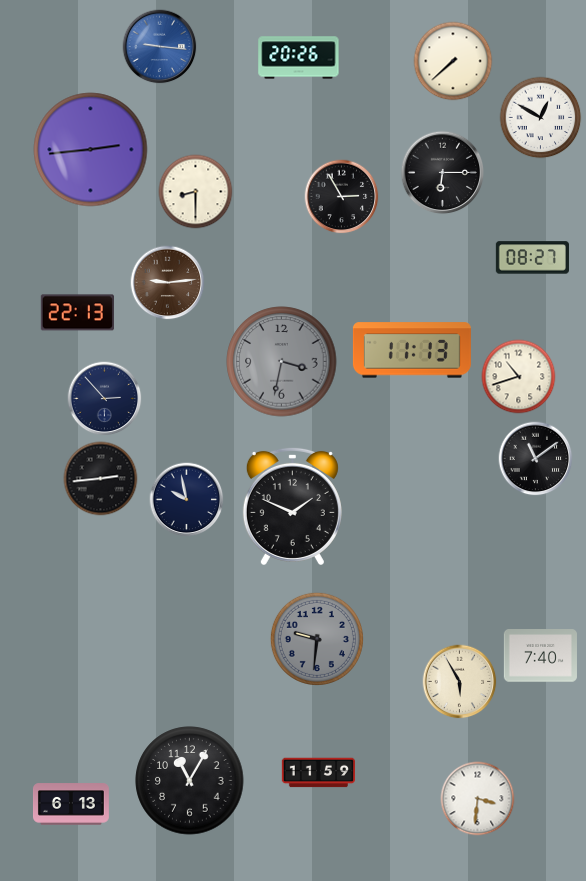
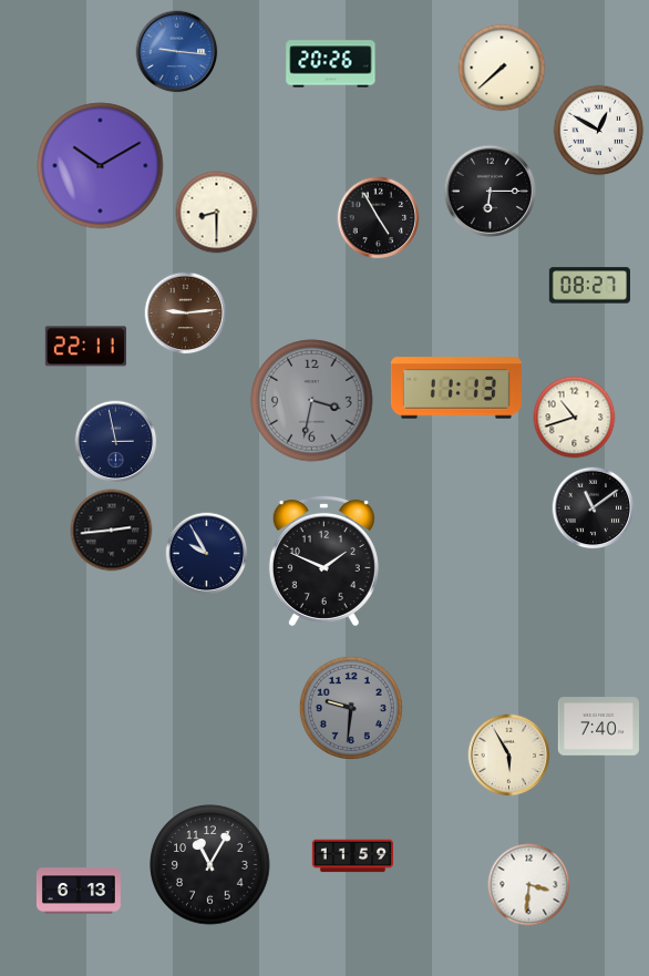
clock at (91, 150): 2:44 -> 10:10
clock at (342, 197): 2:55 -> 4:55
clock at (77, 313): 22:13 -> 22:11
clock at (105, 399): 2:53 -> 2:58
clock at (187, 500): 9:58 -> 9:55
